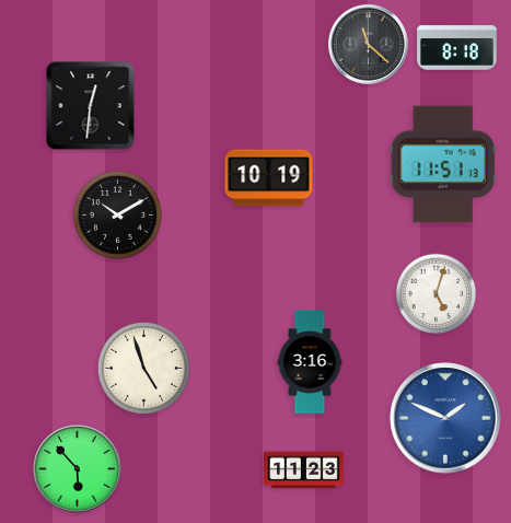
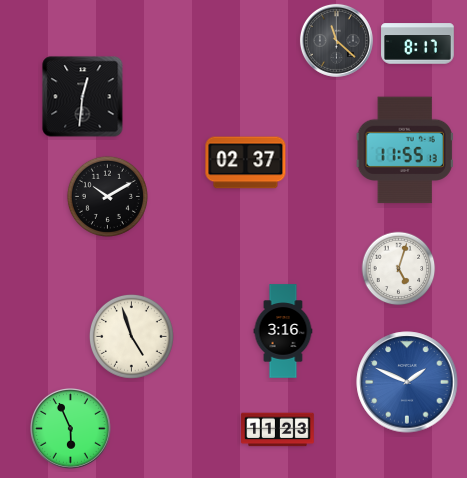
clock at (457, 48): 8:18 -> 8:17
clock at (443, 164): 11:51 -> 11:55
clock at (269, 178): 10:19 -> 02:37
clock at (78, 469): 5:53 -> 5:56
